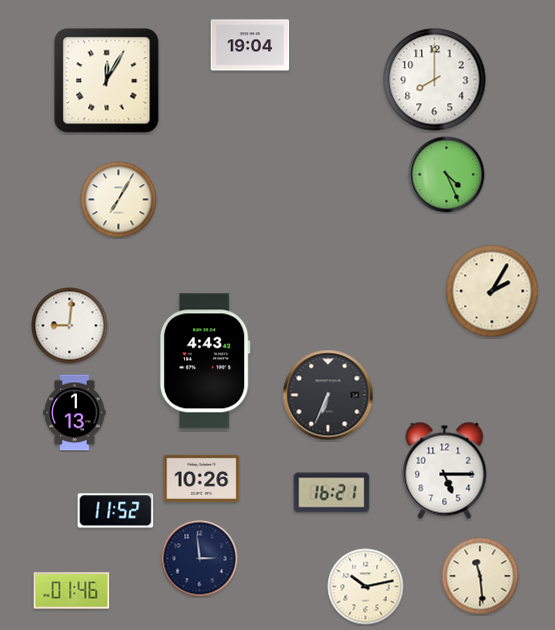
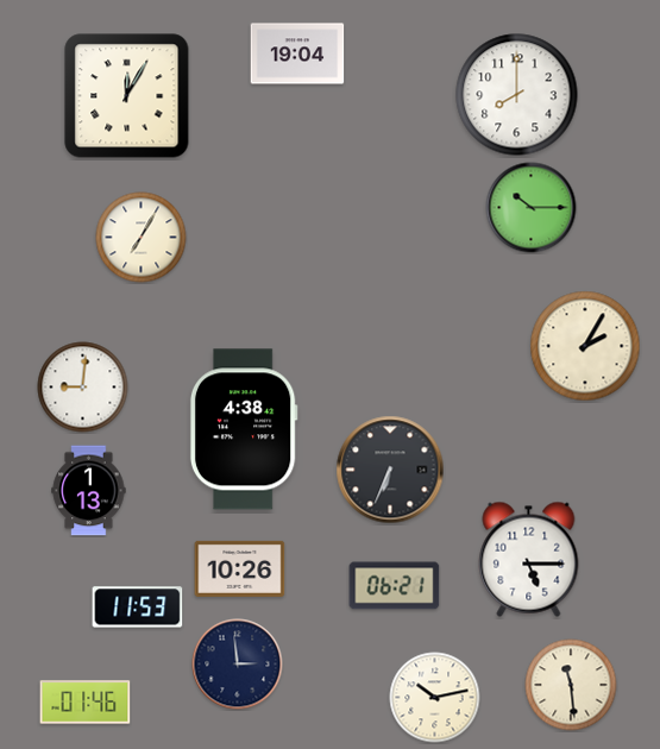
clock at (447, 175): 4:26 -> 10:15
clock at (205, 361): 4:43 -> 4:38
clock at (332, 493): 16:21 -> 06:21
clock at (116, 511): 11:52 -> 11:53
